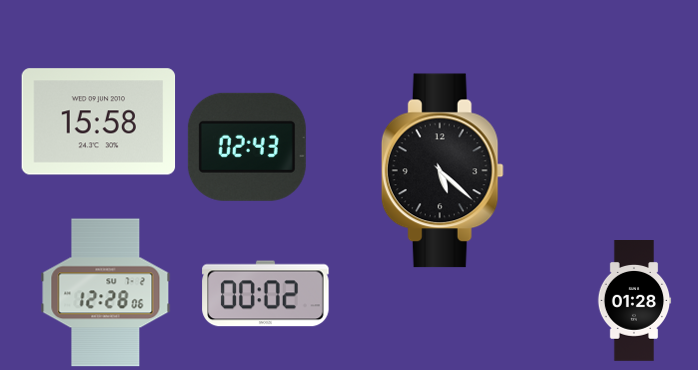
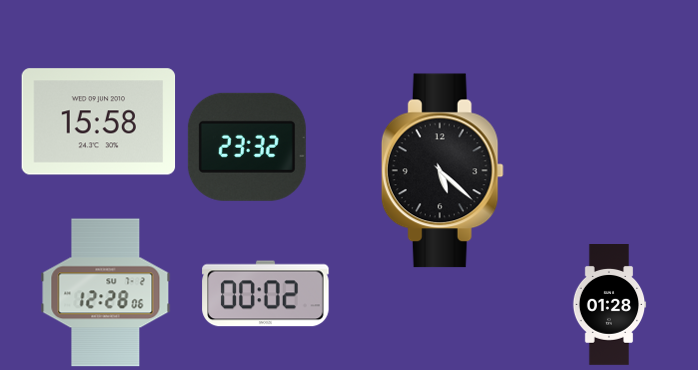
clock at (247, 147): 02:43 -> 23:32
clock at (634, 301) position: (634, 301) -> (609, 305)
